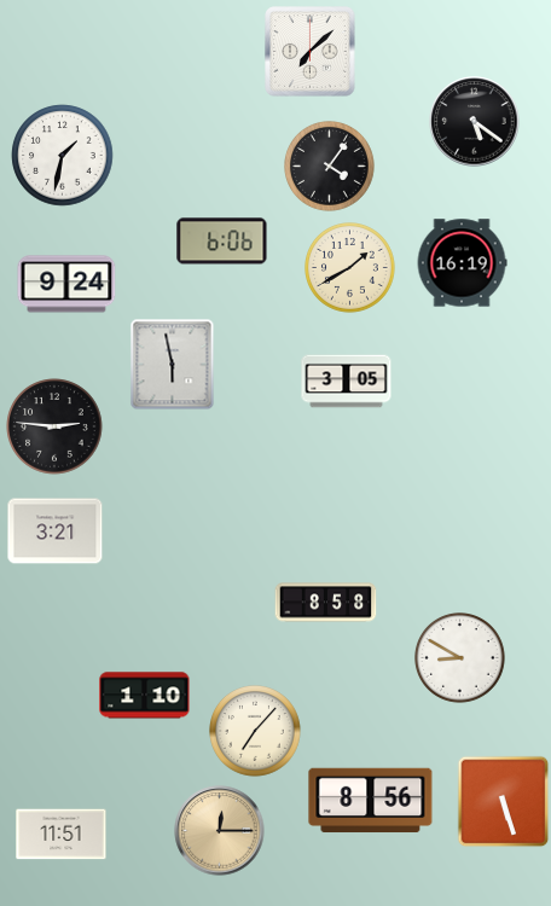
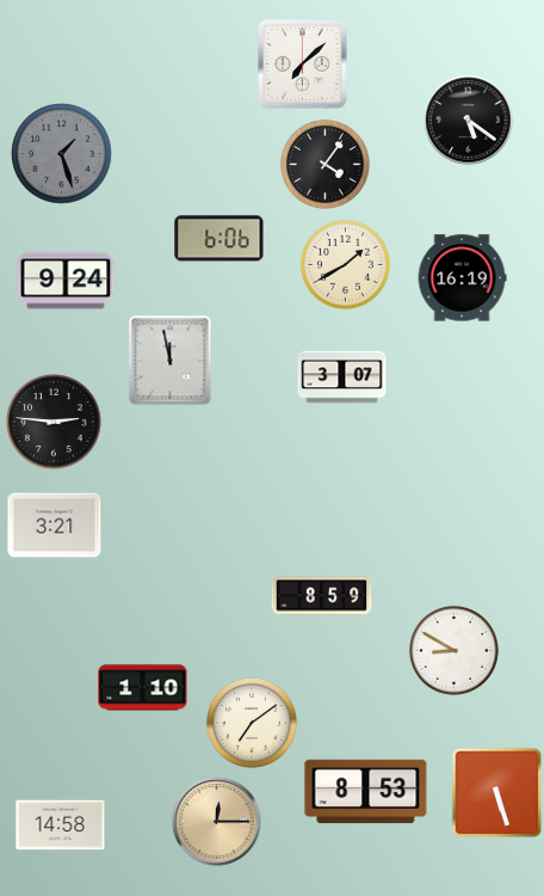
clock at (311, 52) position: (311, 52) -> (303, 65)
clock at (63, 156): 1:32 -> 1:27
clock at (63, 156) dial: white -> grey
clock at (462, 263) position: (462, 263) -> (462, 278)
clock at (173, 365): 5:58 -> 11:58
clock at (347, 382): 3:05 -> 3:07
clock at (326, 603): 8:58 -> 8:59
clock at (256, 732): 7:07 -> 7:09
clock at (371, 801): 8:56 -> 8:53
clock at (62, 835): 11:51 -> 14:58
